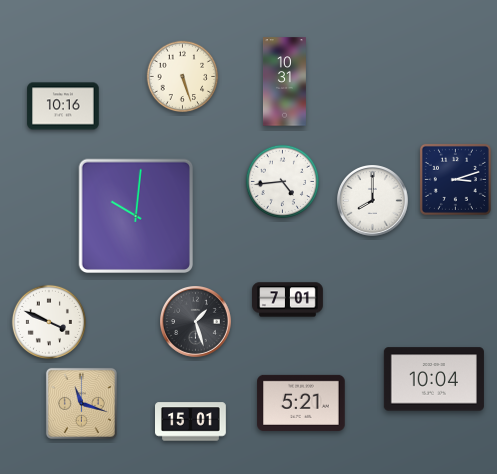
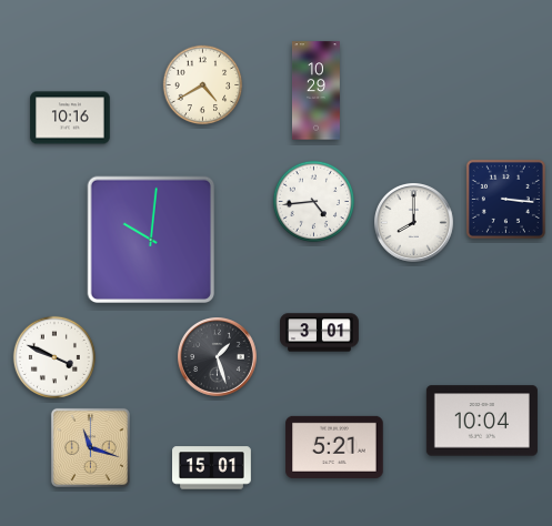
clock at (183, 77): 5:27 -> 4:40
clock at (284, 82): 10:31 -> 10:29
clock at (455, 179): 3:12 -> 3:16
clock at (288, 300): 7:01 -> 3:01
